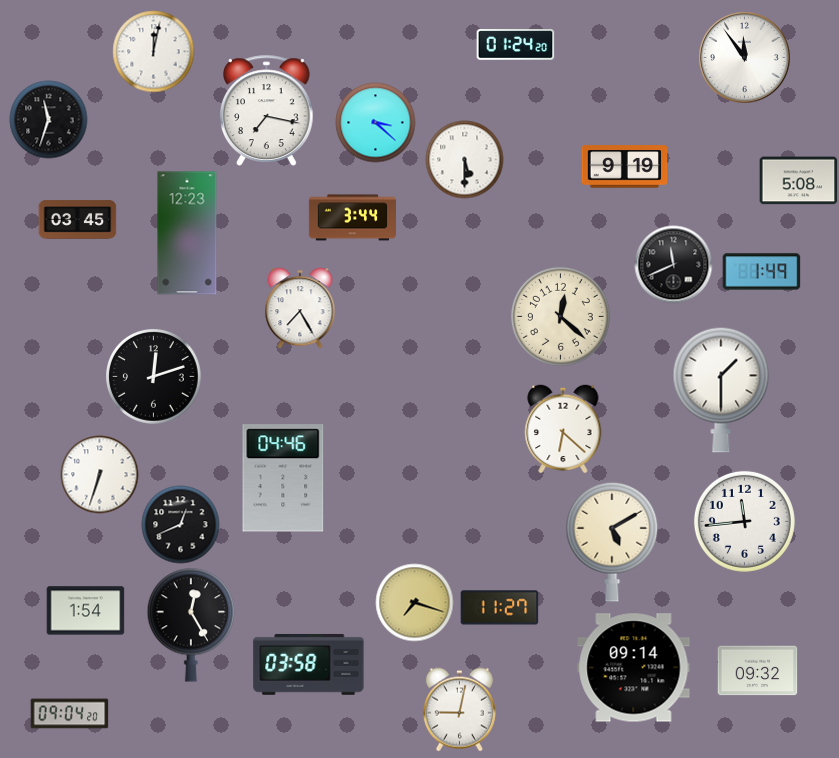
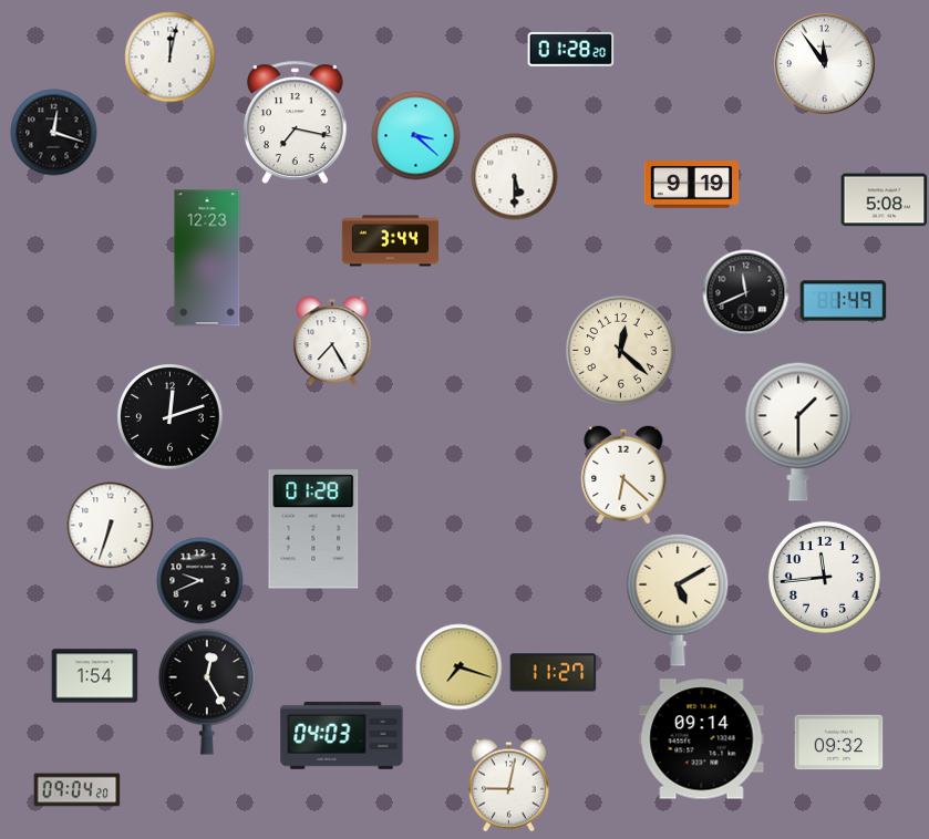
clock at (515, 45): 01:24 -> 01:28
clock at (48, 119): 11:33 -> 12:18
clock at (77, 220): 03:45 -> none
clock at (283, 478): 04:46 -> 01:28
clock at (180, 524): 12:41 -> 9:41
clock at (190, 625) position: (190, 625) -> (206, 692)
clock at (309, 664): 03:58 -> 04:03
